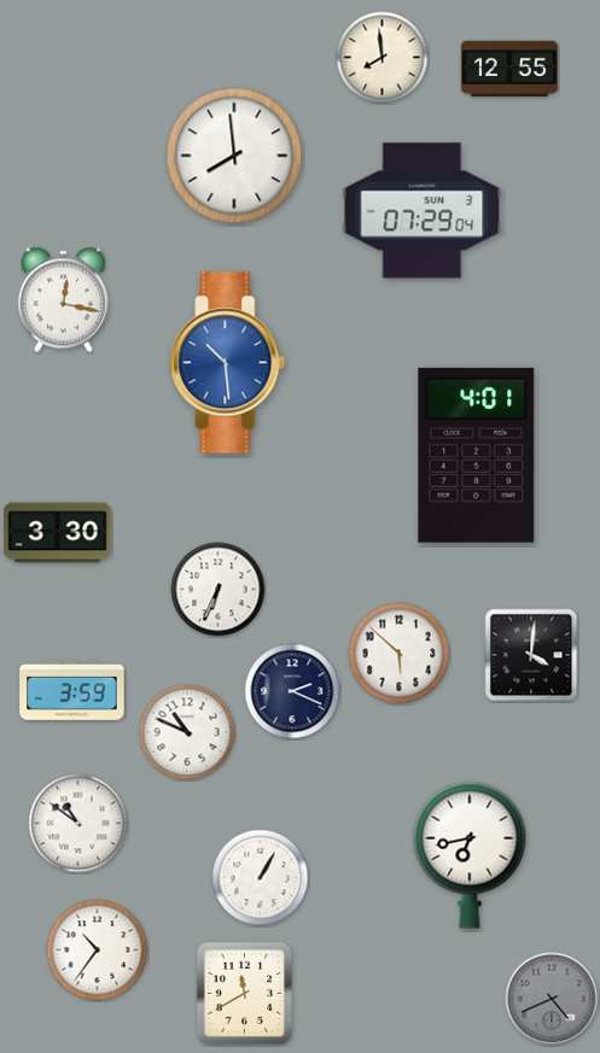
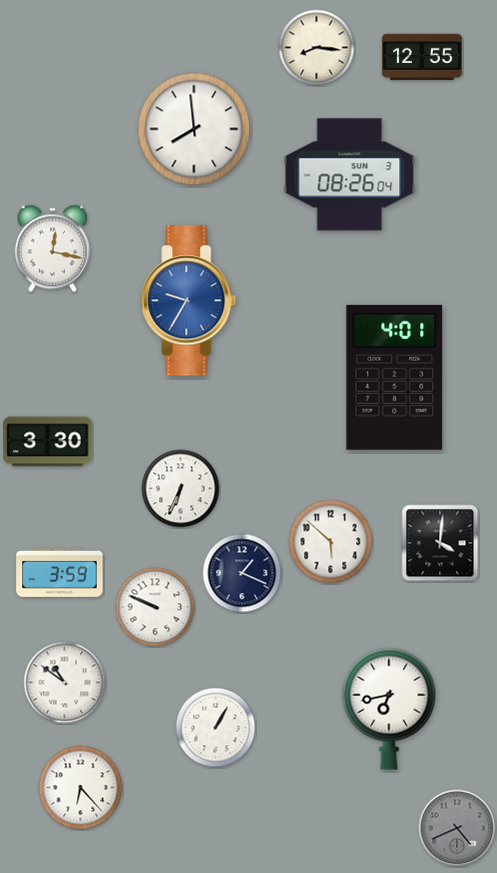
clock at (383, 58): 7:59 -> 8:16
clock at (423, 211): 07:29 -> 08:26
clock at (228, 363): 10:29 -> 9:35
clock at (292, 691): 2:19 -> 1:19
clock at (187, 732): 10:49 -> 9:49
clock at (98, 950): 10:36 -> 6:23
clock at (244, 993): 11:40 -> none
